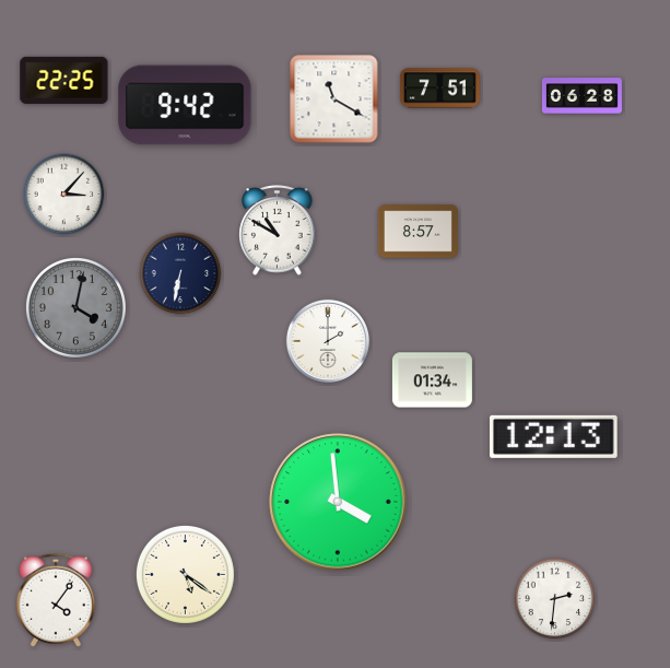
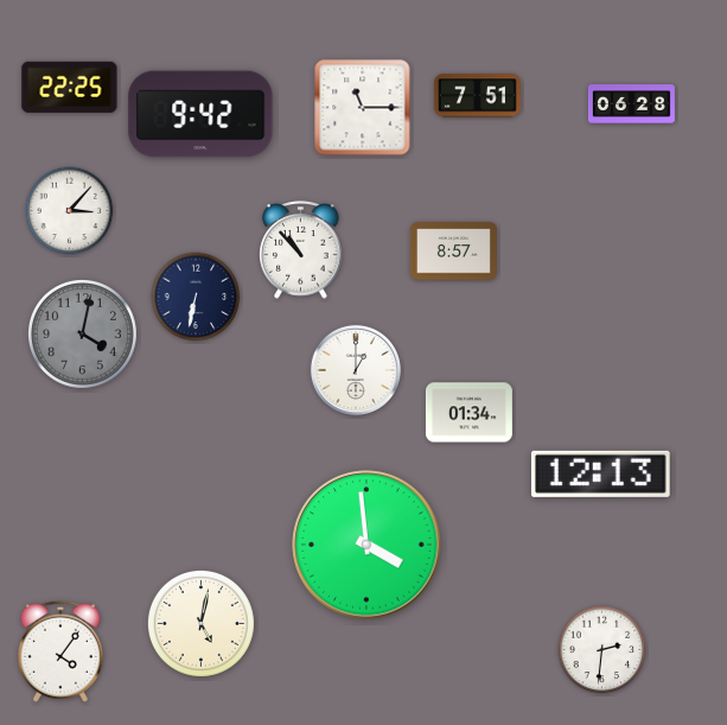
clock at (334, 99): 11:20 -> 11:15
clock at (278, 231): 10:50 -> 10:53
clock at (328, 341): 2:00 -> 1:00
clock at (185, 574): 5:21 -> 5:02
